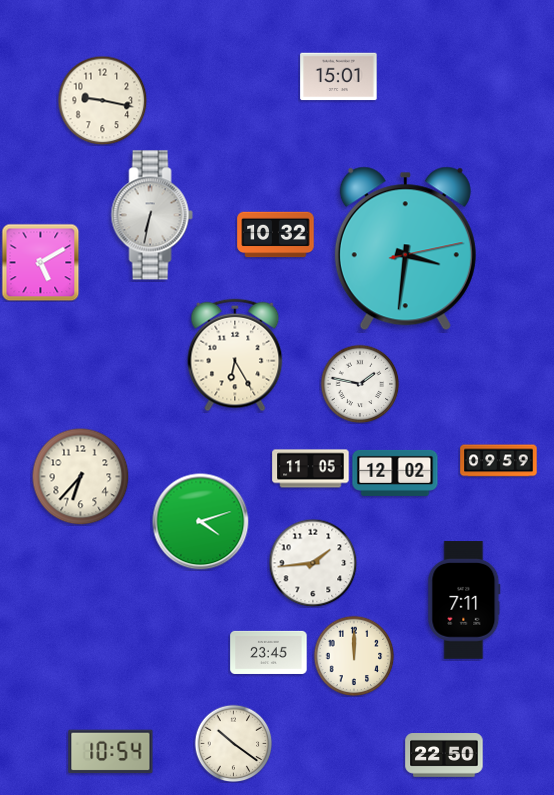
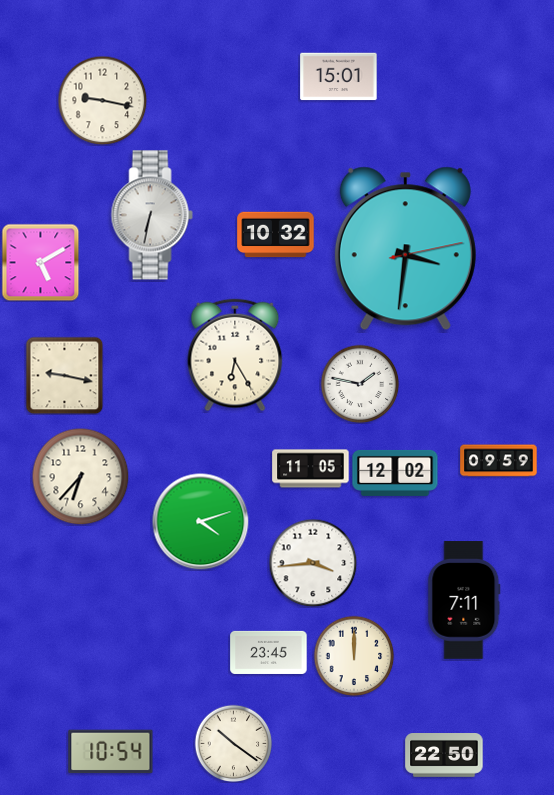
clock at (64, 375): none -> 9:17
clock at (313, 563): 1:44 -> 3:44
